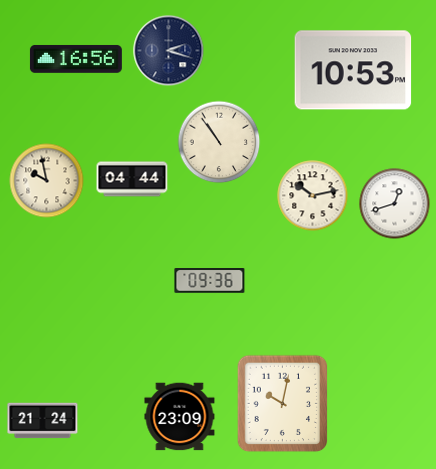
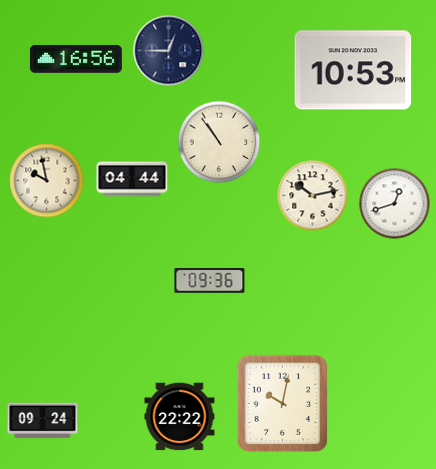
clock at (169, 51): 2:18 -> 12:45
clock at (180, 417): 23:09 -> 22:22
clock at (43, 421): 21:24 -> 09:24
